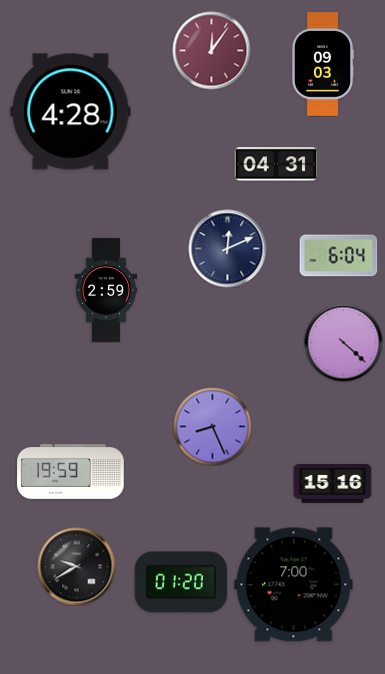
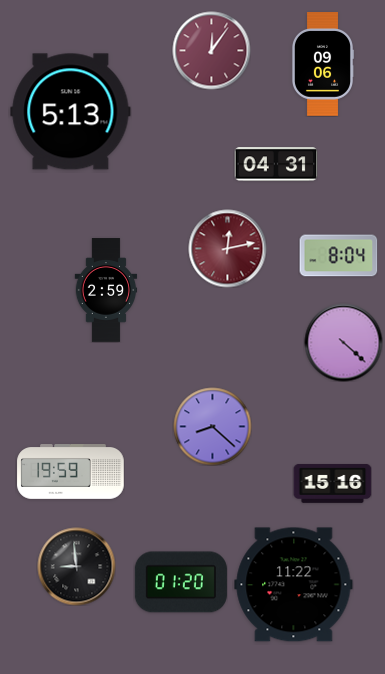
clock at (322, 64): 09:03 -> 09:06
clock at (71, 112): 4:28 -> 5:13
clock at (227, 248): 12:11 -> 12:13
clock at (227, 248) dial: navy -> burgundy
clock at (338, 256): 6:04 -> 8:04
clock at (212, 426): 8:26 -> 8:22
clock at (76, 566): 9:40 -> 8:59
clock at (294, 585): 7:00 -> 11:22
